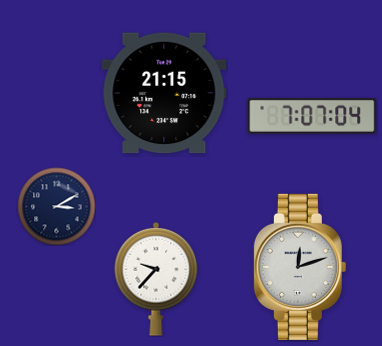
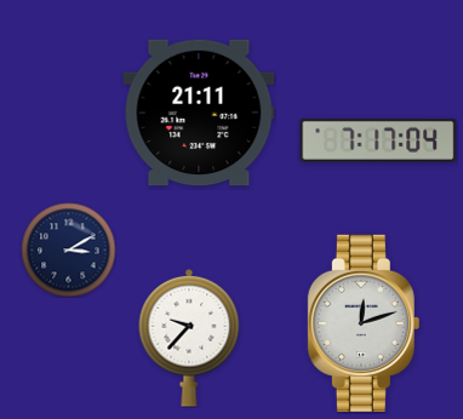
clock at (164, 93): 21:15 -> 21:11
clock at (312, 116): 7:07 -> 7:17
